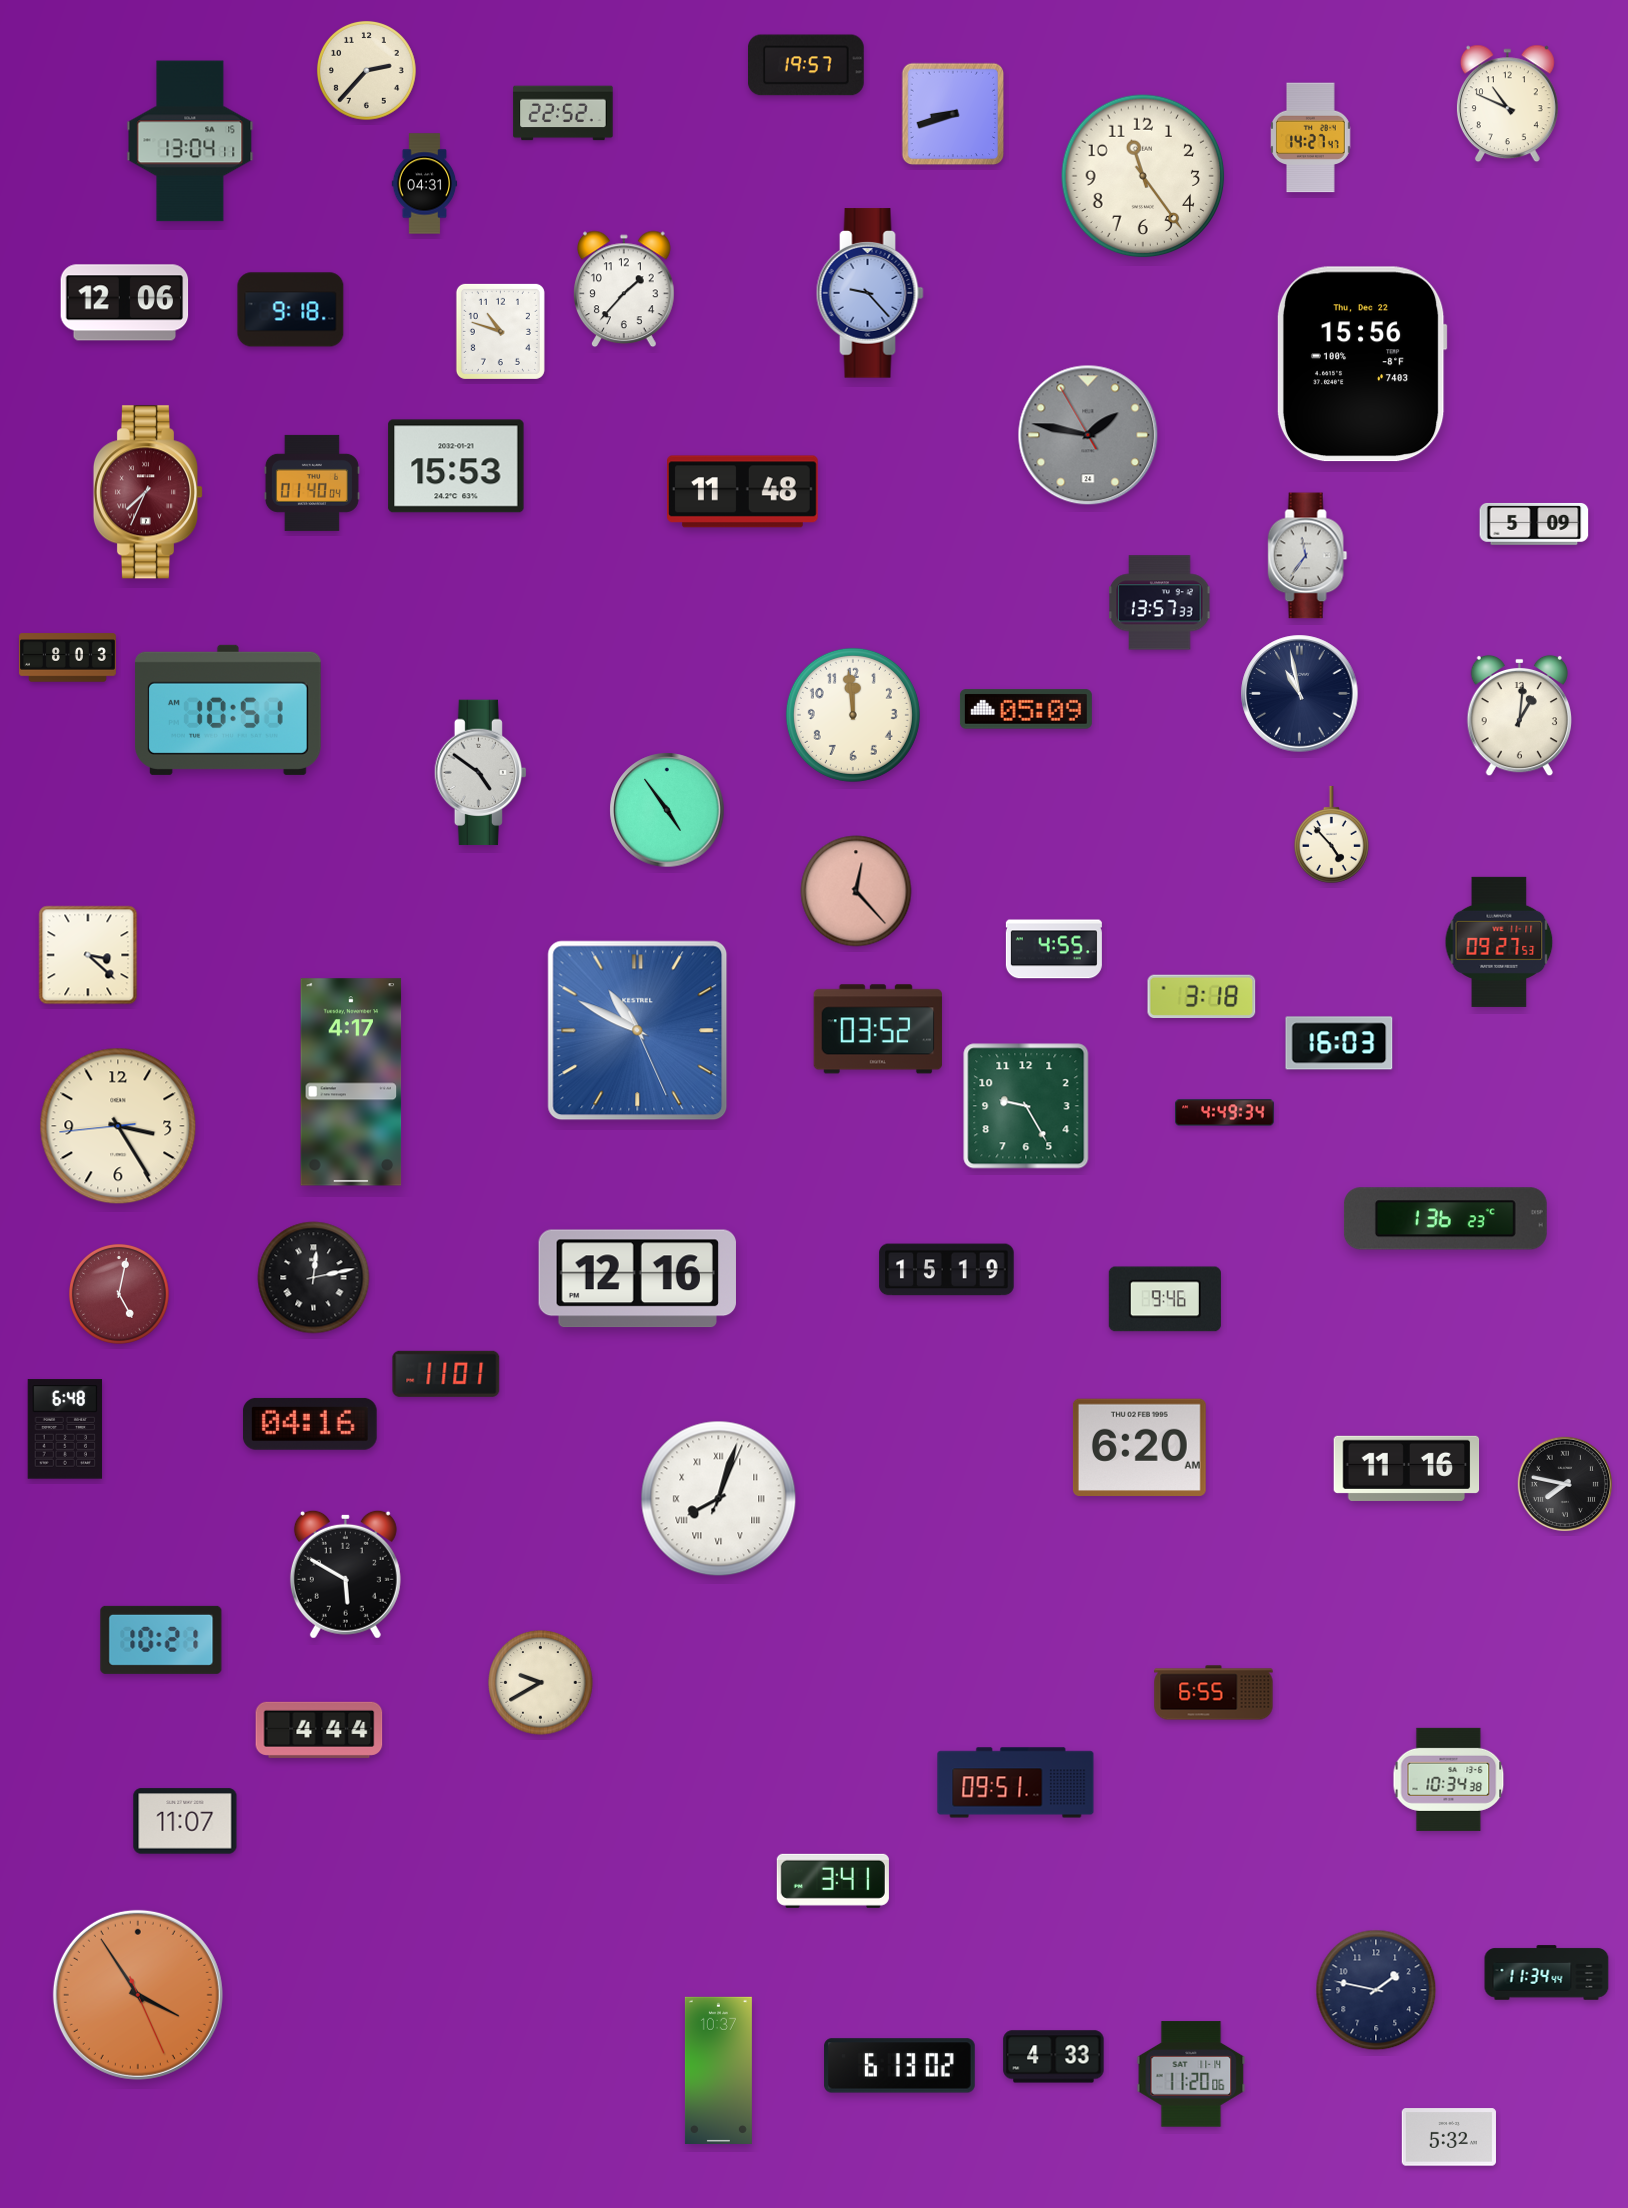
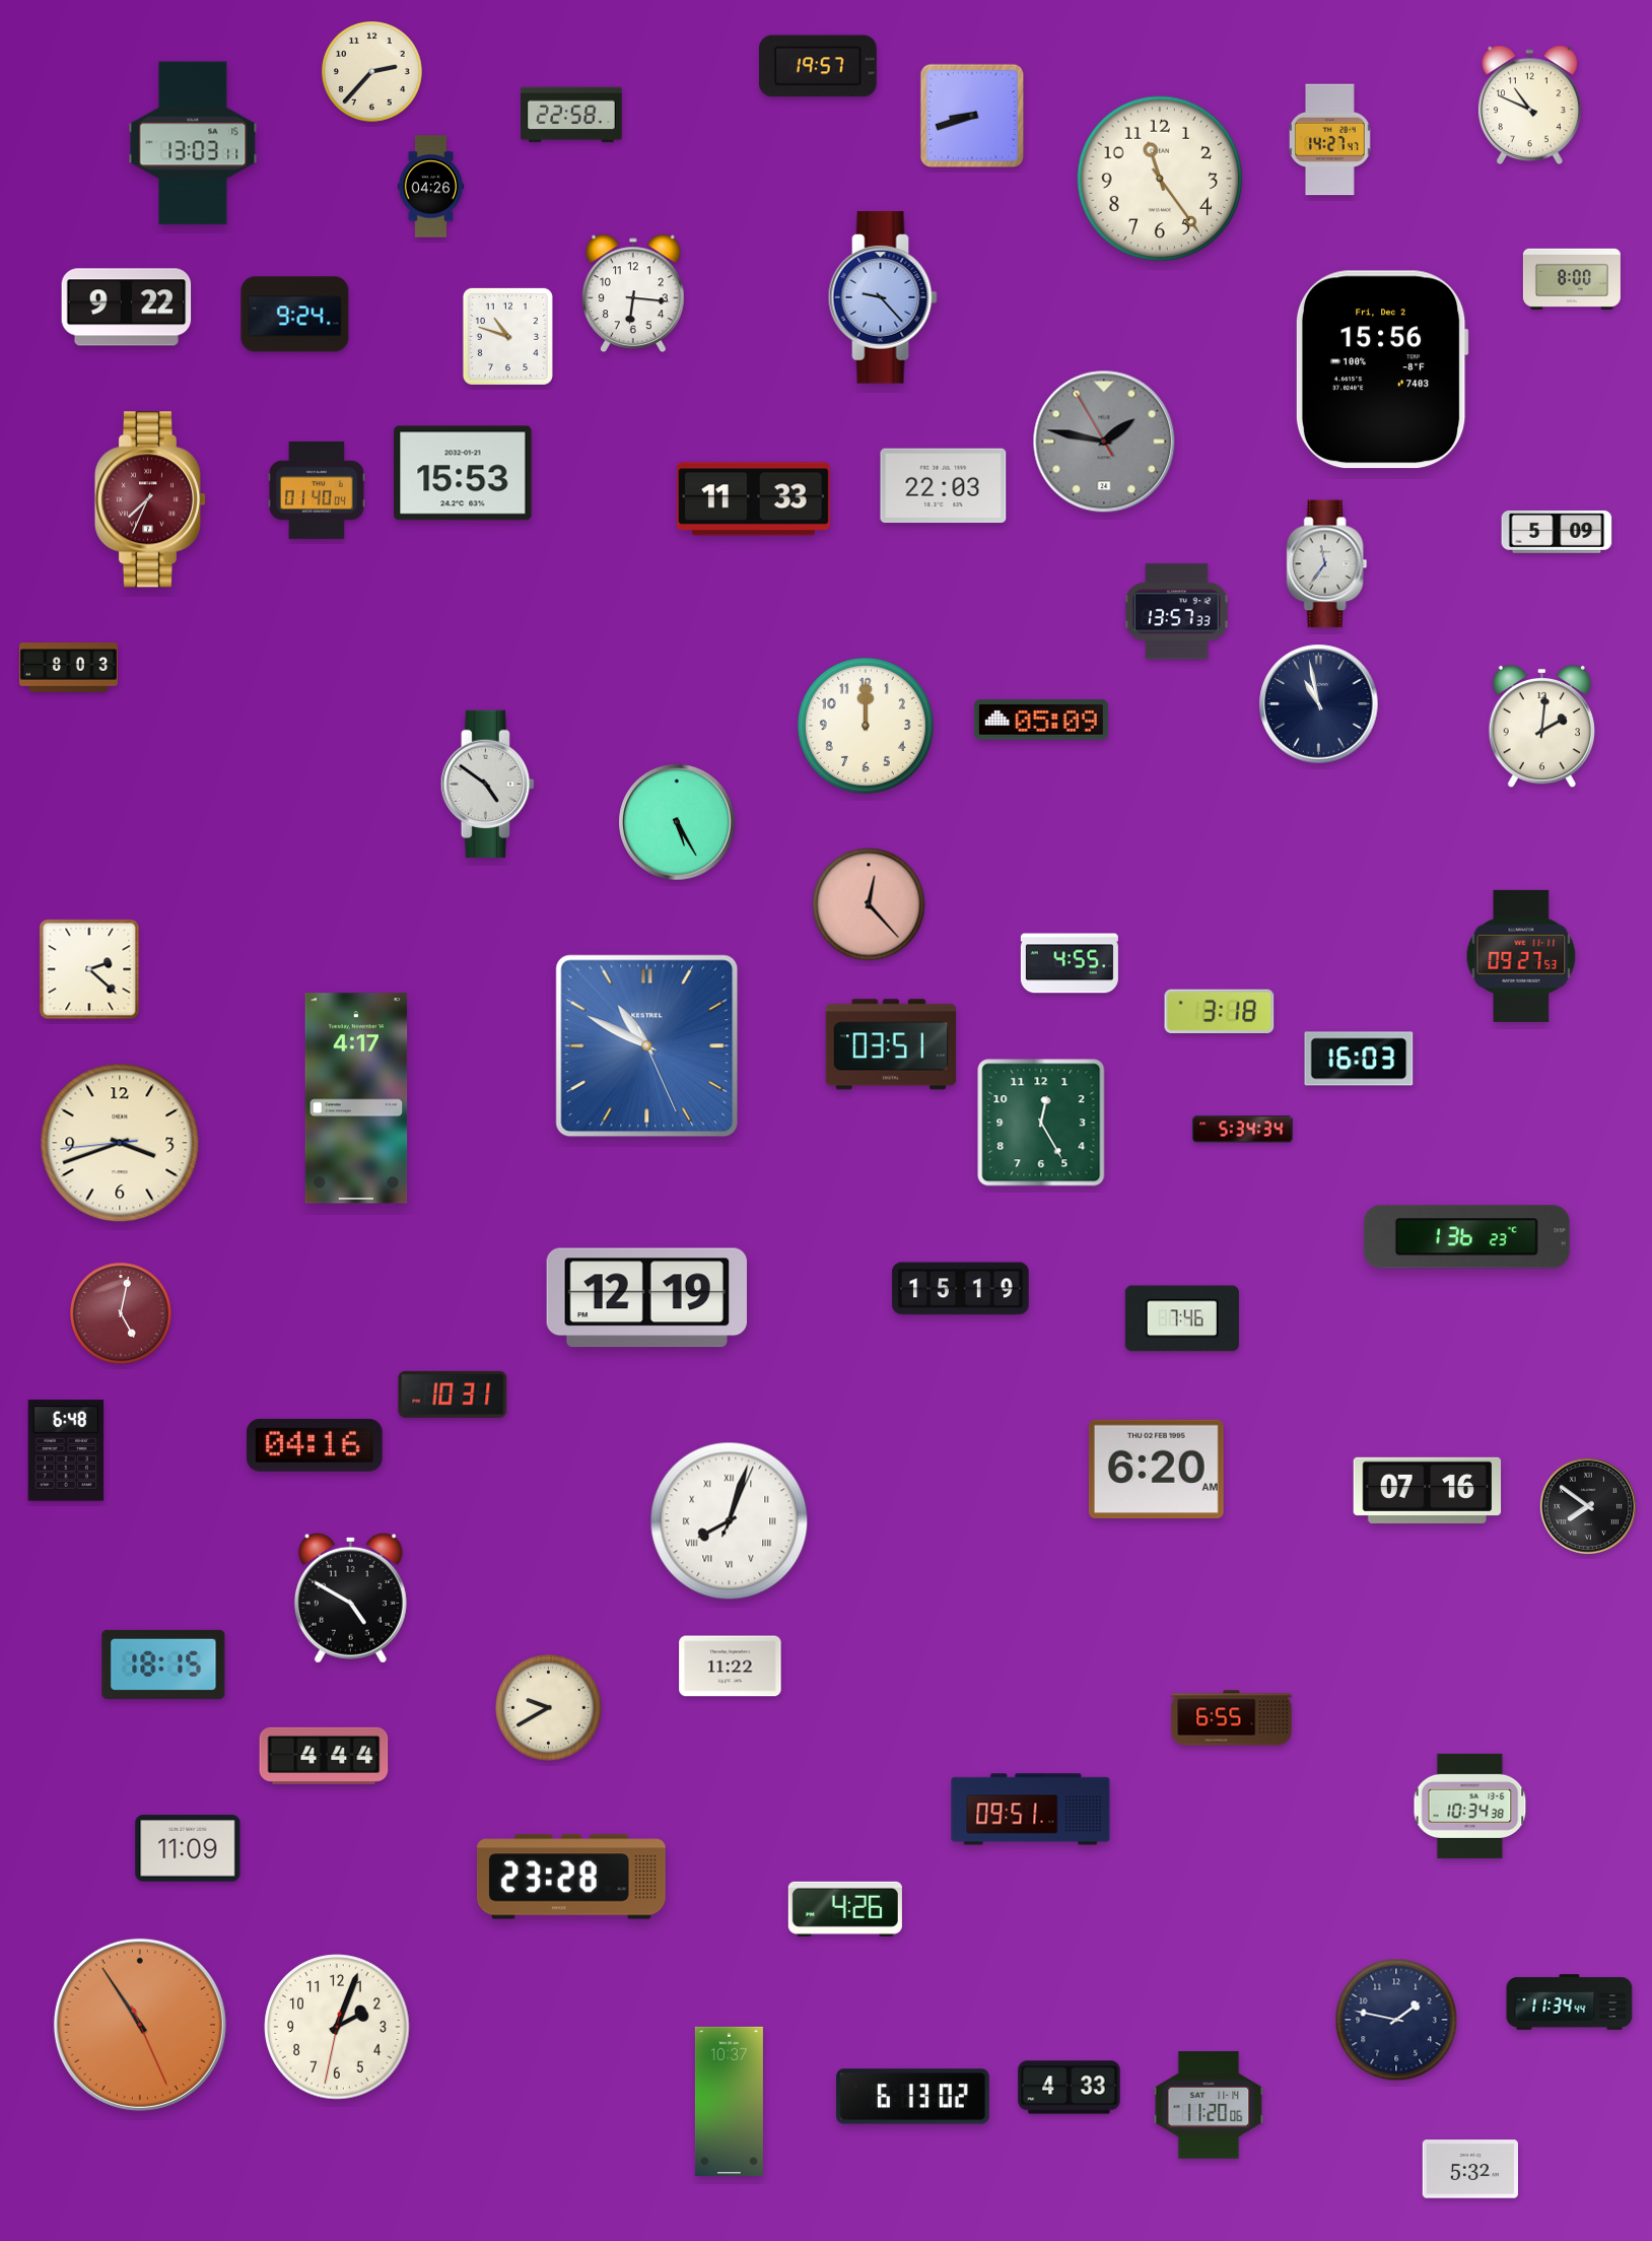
clock at (563, 113): 22:52 -> 22:58
clock at (953, 114) position: (953, 114) -> (972, 116)
clock at (190, 141): 13:04 -> 13:03
clock at (425, 184): 04:31 -> 04:26
clock at (1572, 279): none -> 8:00
clock at (625, 289): 1:37 -> 6:16
clock at (125, 303): 12:06 -> 9:22
clock at (291, 310): 9:18 -> 9:24
clock at (1362, 364) date: Thu, Dec 22 -> Fri, Dec 2
clock at (944, 486): none -> 22:03
clock at (743, 492): 11:48 -> 11:33
clock at (228, 710): 10:51 -> none
clock at (853, 715): 11:59 -> 12:00
clock at (1519, 716): 1:01 -> 2:01
clock at (667, 810): 4:54 -> 5:25
clock at (1331, 834): 4:53 -> none
clock at (88, 955): 3:22 -> 2:22
clock at (878, 1029): 03:52 -> 03:51
clock at (1026, 1106): 9:25 -> 12:25
clock at (1225, 1113): 4:49 -> 5:34
clock at (118, 1126): 3:24 -> 3:41
clock at (314, 1278): 12:13 -> none
clock at (637, 1279): 12:16 -> 12:19
clock at (1165, 1299): 9:46 -> 7:46
clock at (446, 1374): 11:01 -> 10:31
clock at (1407, 1468): 11:16 -> 07:16
clock at (1564, 1483): 7:47 -> 7:51
clock at (345, 1574): 5:50 -> 4:50
clock at (161, 1640): 10:21 -> 18:15
clock at (731, 1667): none -> 11:22
clock at (185, 1821): 11:07 -> 11:09
clock at (571, 1877): none -> 23:28
clock at (833, 1881): 3:41 -> 4:26
clock at (138, 1995): 3:54 -> 10:54
clock at (337, 2027): none -> 2:03
